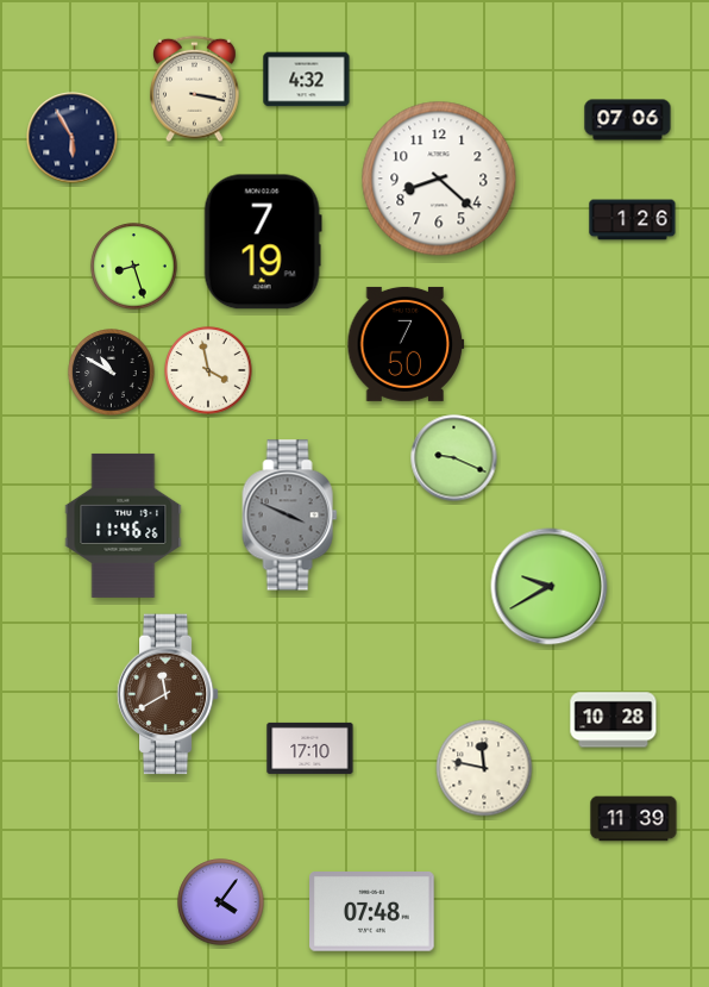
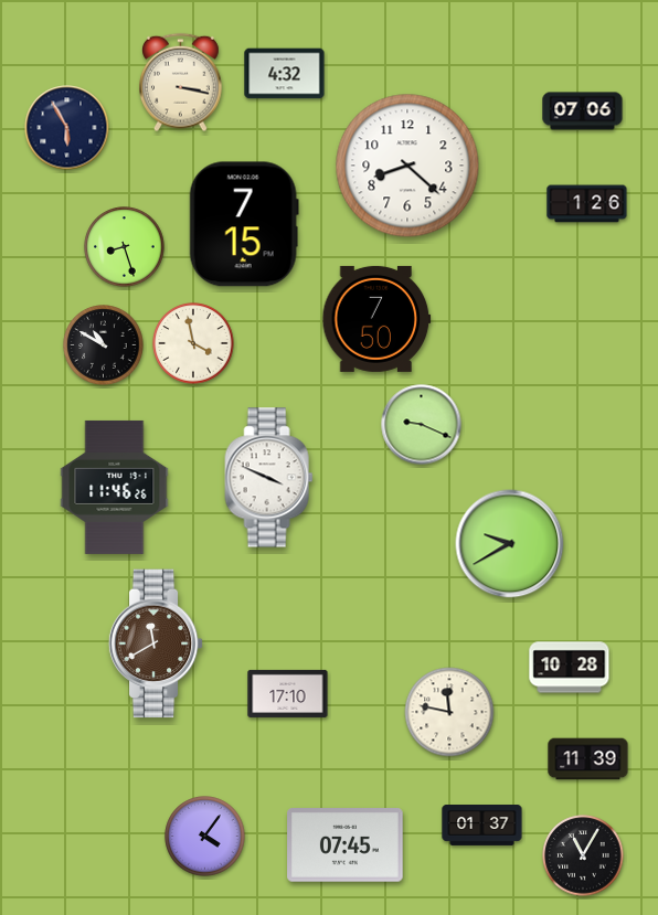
clock at (263, 242): 7:19 -> 7:15
clock at (290, 516) dial: grey -> white
clock at (482, 826): none -> 01:37
clock at (372, 912): 07:48 -> 07:45
clock at (583, 855): none -> 11:05
